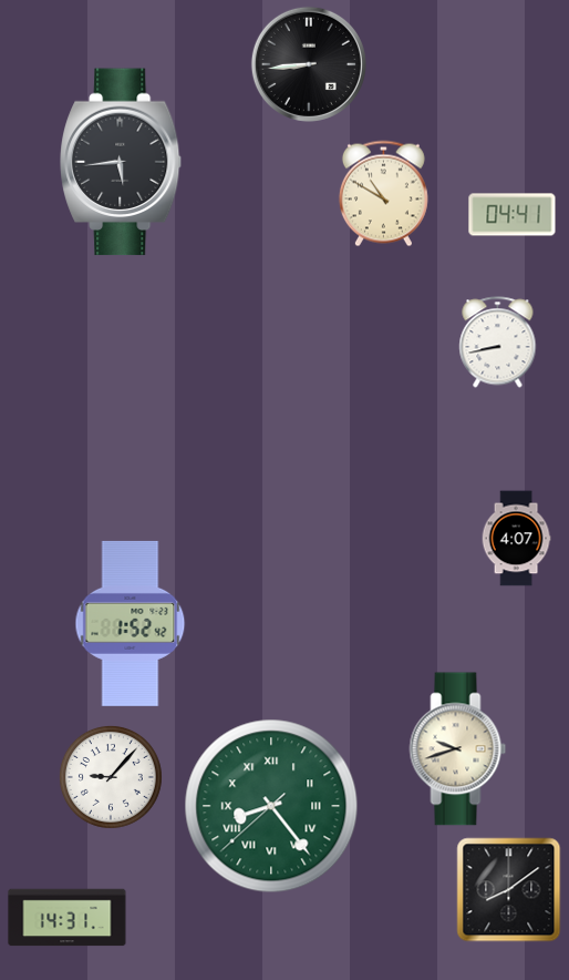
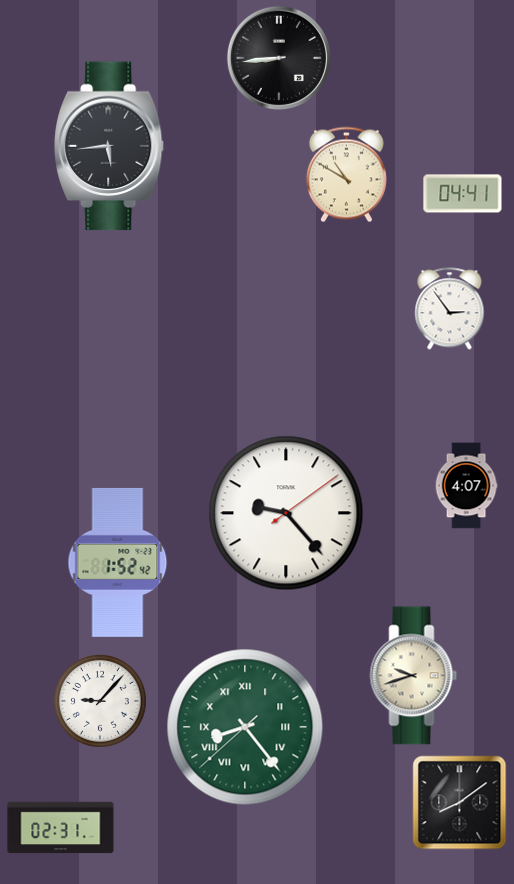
clock at (498, 343): 8:43 -> 2:54
clock at (286, 513): none -> 9:23
clock at (68, 918): 14:31 -> 02:31
